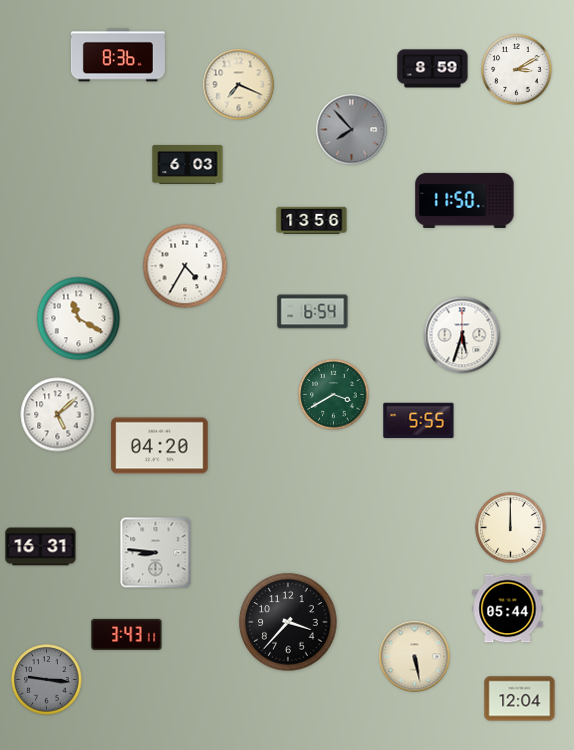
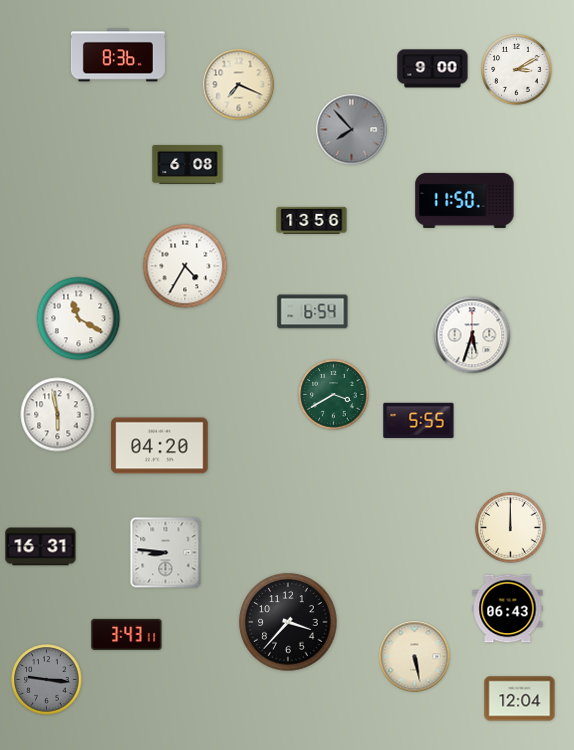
clock at (433, 69): 8:59 -> 9:00
clock at (188, 164): 6:03 -> 6:08
clock at (462, 335) position: (462, 335) -> (472, 335)
clock at (58, 415): 5:08 -> 5:58
clock at (156, 553) position: (156, 553) -> (166, 553)
clock at (508, 609): 05:44 -> 06:43
